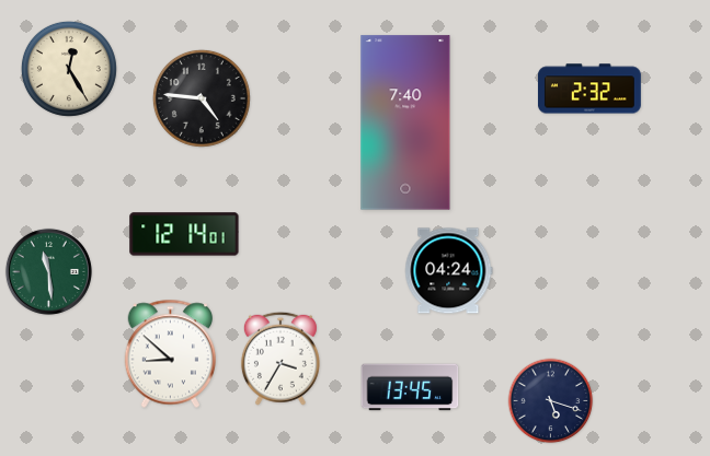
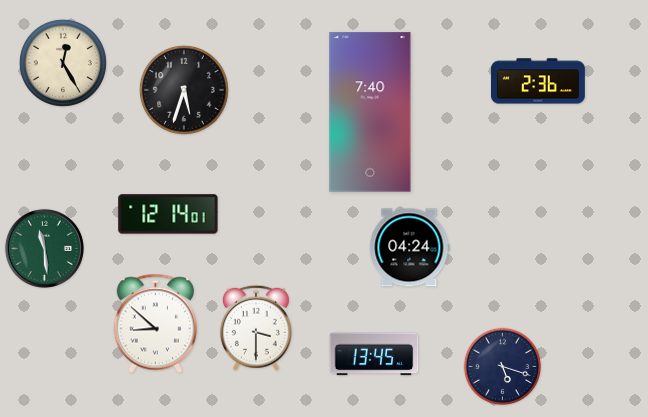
clock at (589, 89): 2:32 -> 2:36
clock at (202, 98): 4:46 -> 5:33
clock at (280, 359): 3:35 -> 3:30
